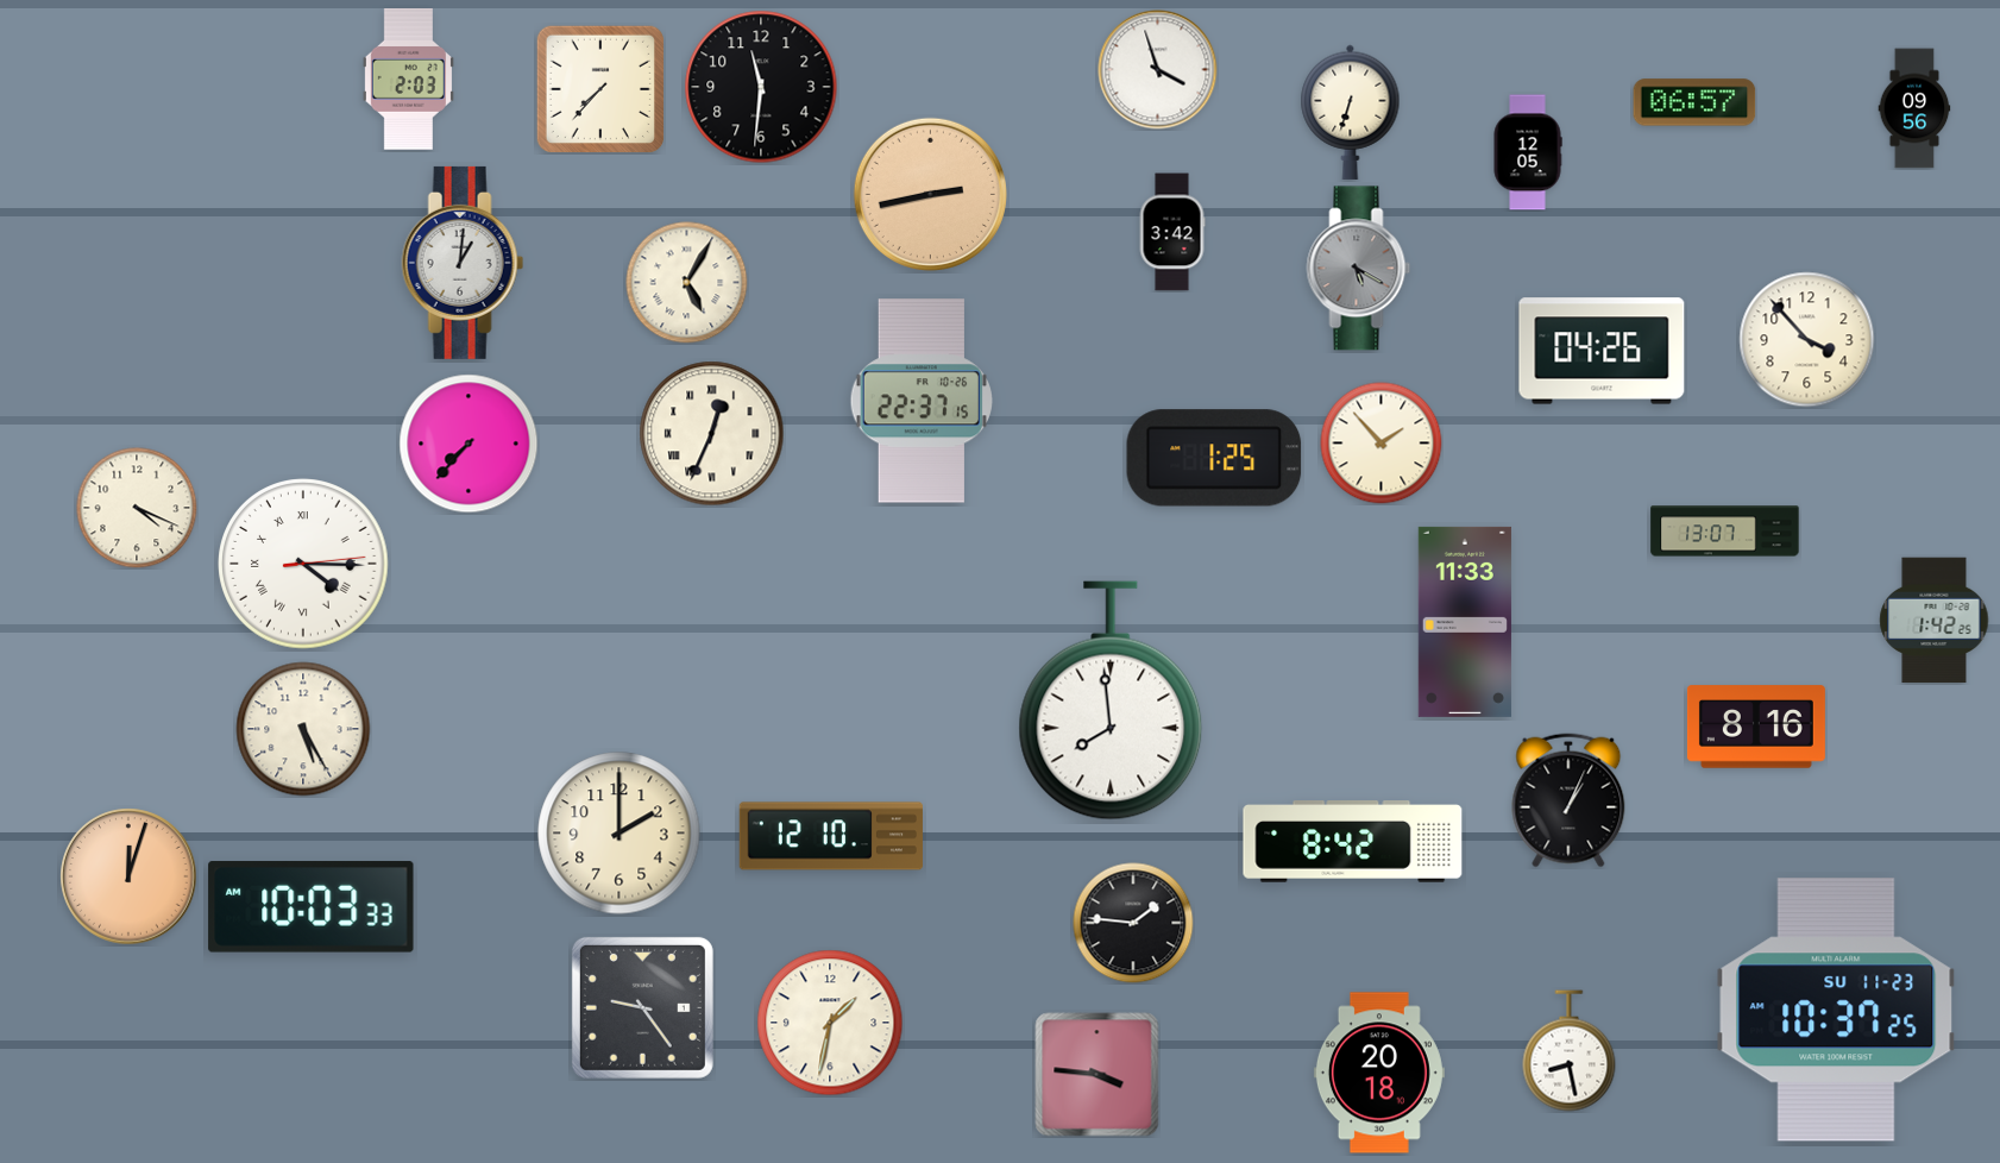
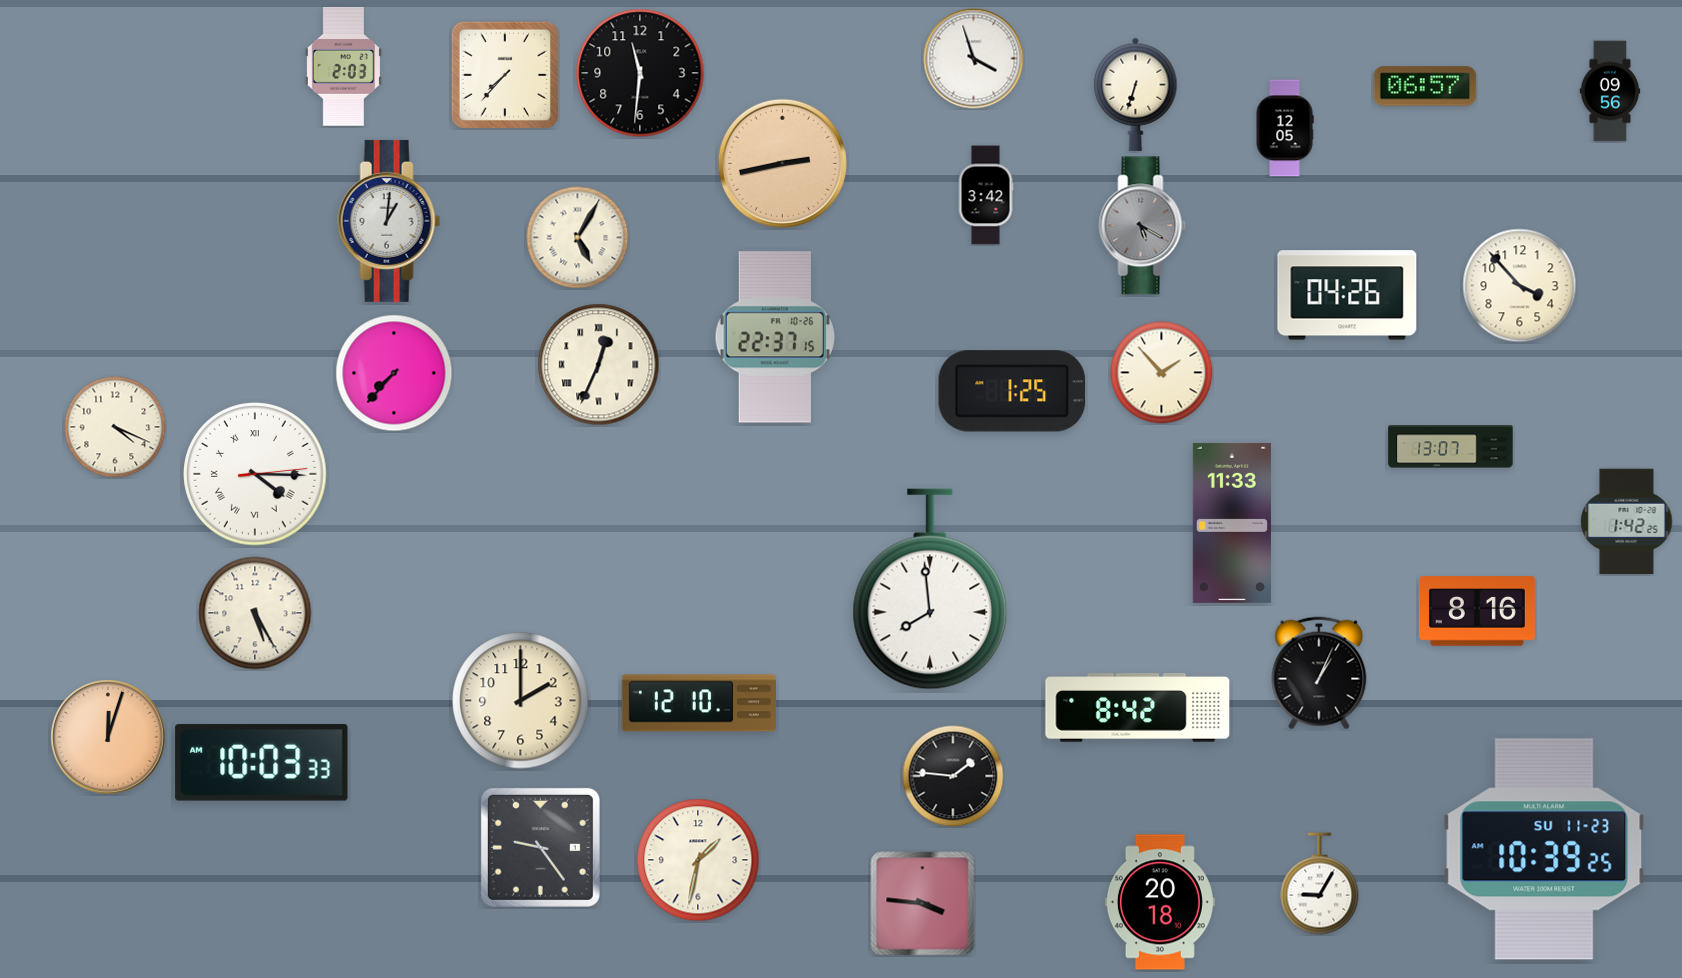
clock at (1214, 458) position: (1214, 458) -> (1012, 391)
clock at (1111, 700) position: (1111, 700) -> (930, 589)
clock at (1836, 1010): 10:37 -> 10:39
clock at (1570, 1051): 8:28 -> 9:05
